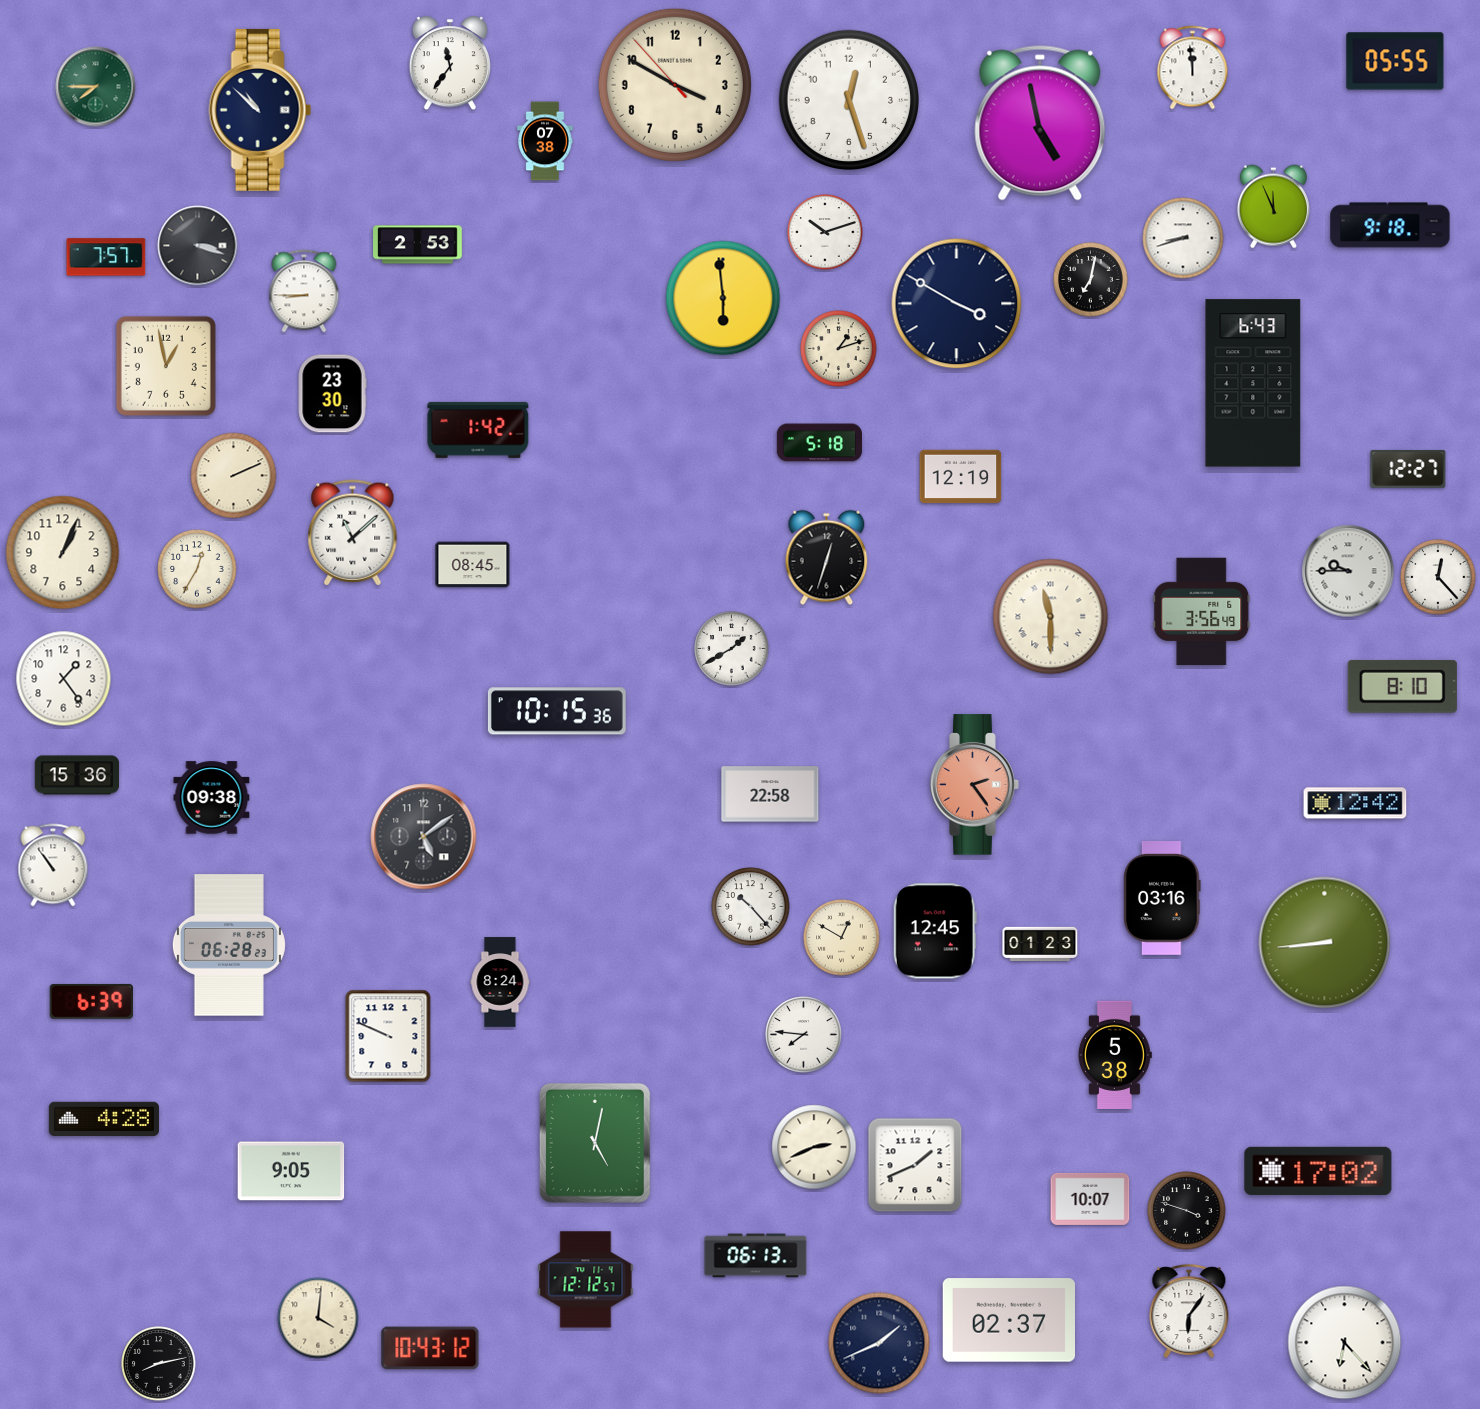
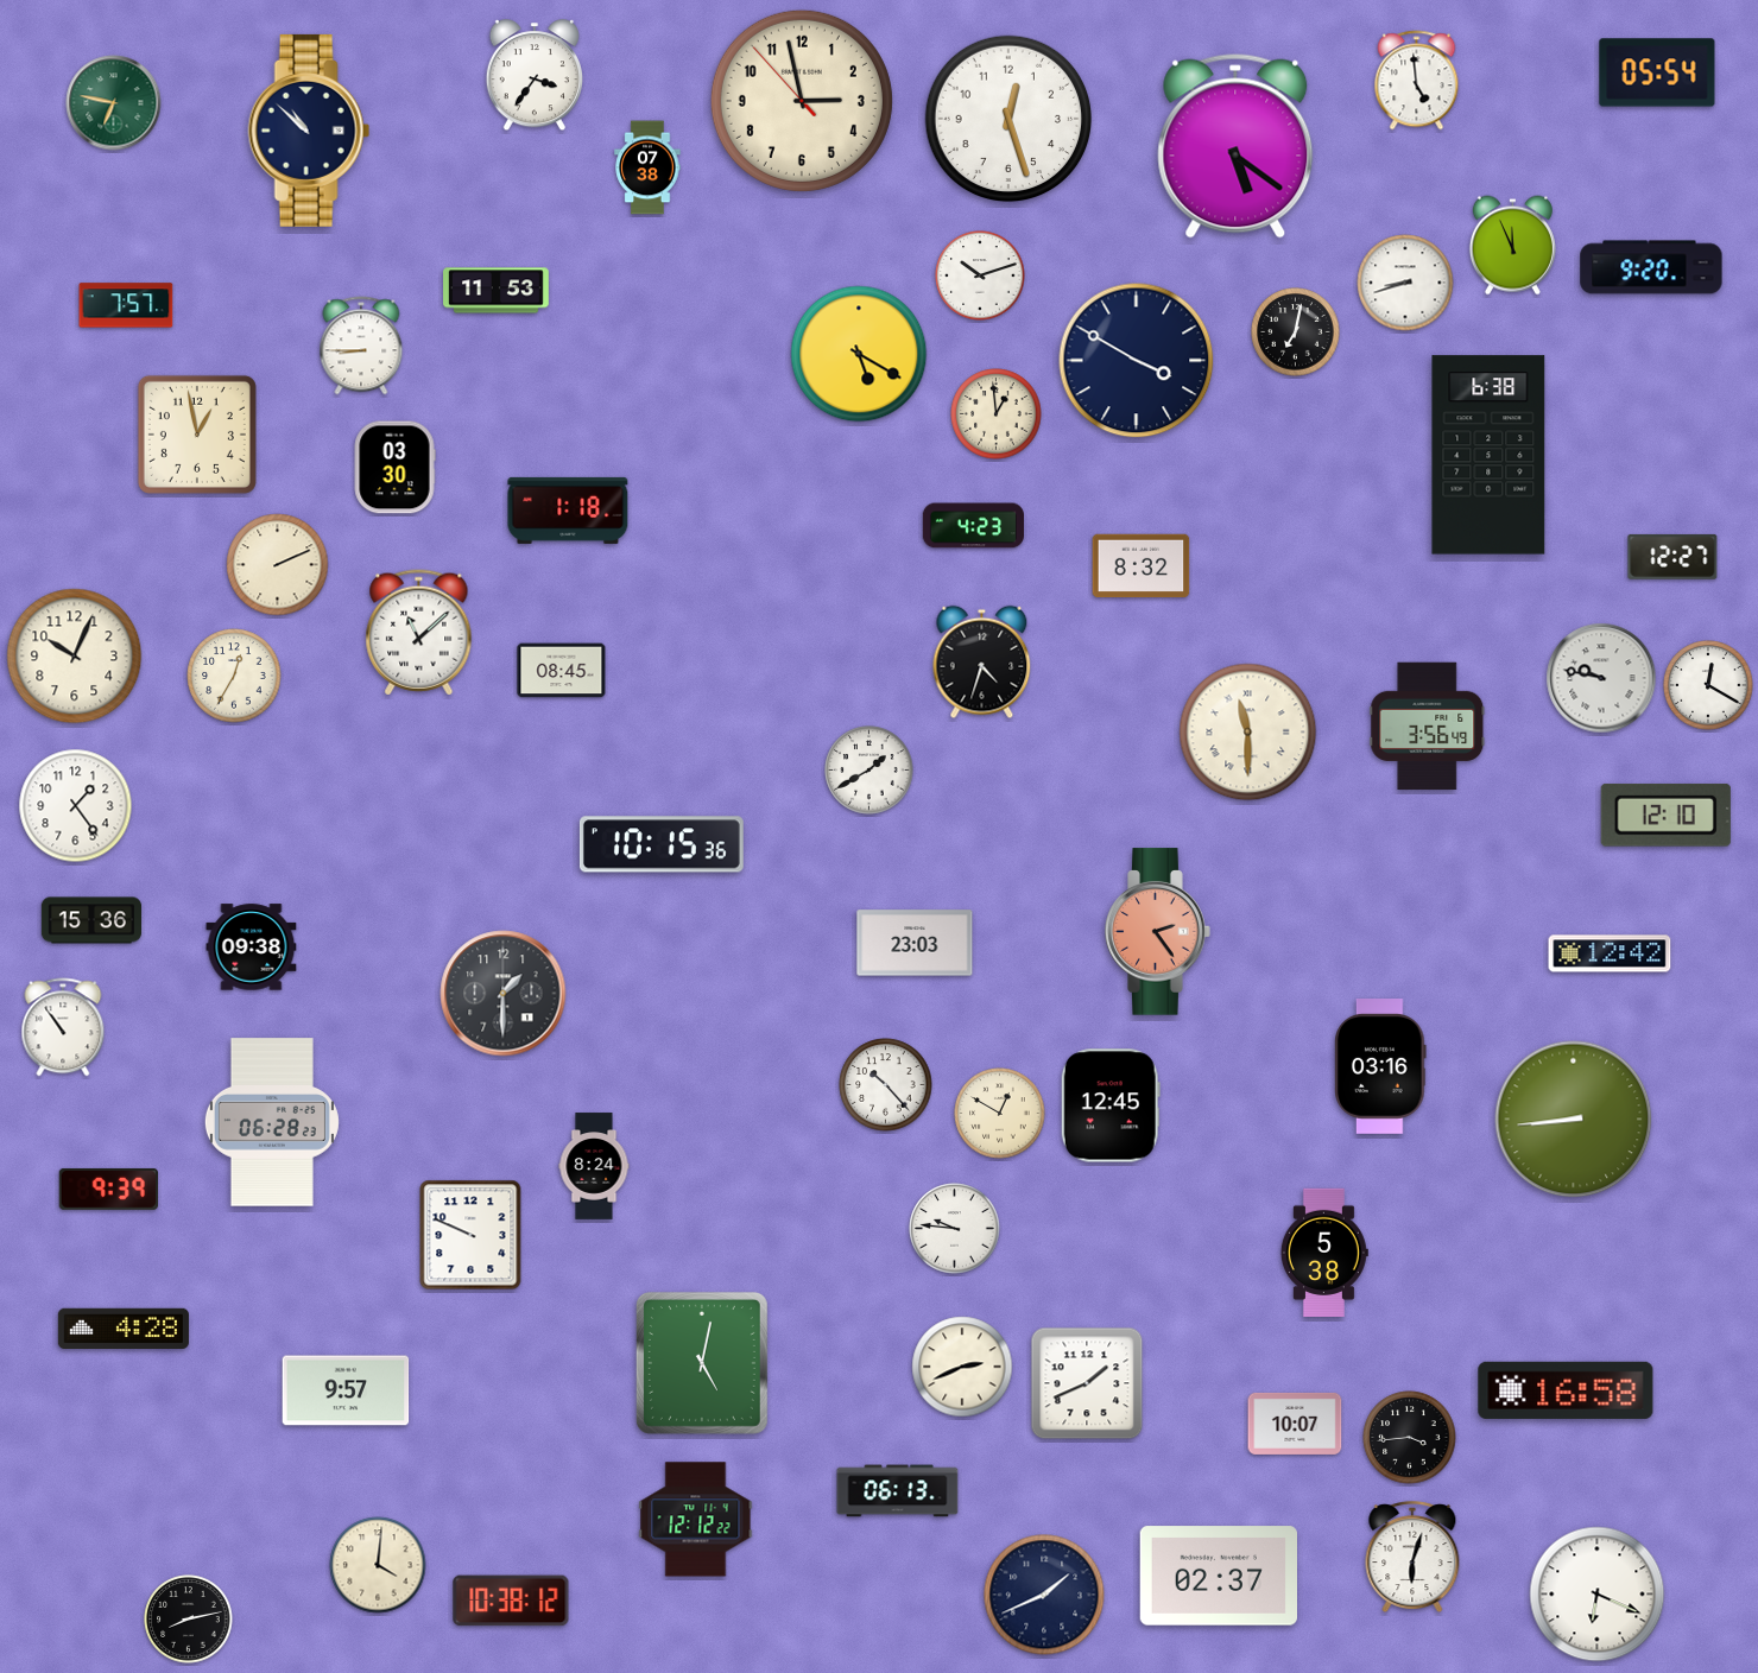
clock at (1395, 61): 05:55 -> 05:54
clock at (449, 64): 11:36 -> 3:36
clock at (1193, 68): 11:59 -> 4:59
clock at (675, 85): 3:49 -> 2:57
clock at (96, 87): 7:45 -> 6:47
clock at (1040, 123): 4:58 -> 5:21
clock at (1390, 225): 9:18 -> 9:20
clock at (418, 245): 2:53 -> 11:53
clock at (198, 246): 3:18 -> none
clock at (723, 298): 5:59 -> 5:20
clock at (839, 349): 1:12 -> 12:59
clock at (1253, 383): 6:43 -> 6:38
clock at (332, 394): 23:30 -> 03:30
clock at (478, 430): 1:42 -> 1:18
clock at (819, 443): 5:18 -> 4:23
clock at (961, 477): 12:19 -> 8:32
clock at (63, 553): 1:04 -> 10:04
clock at (827, 558): 12:33 -> 4:33
clock at (1348, 571): 9:45 -> 9:47
clock at (1438, 577): 12:23 -> 12:20
clock at (1402, 686): 8:10 -> 12:10
clock at (770, 794): 22:58 -> 23:03
clock at (424, 837): 5:09 -> 1:30
clock at (751, 907) position: (751, 907) -> (886, 1085)
clock at (1040, 943): 01:23 -> none
clock at (91, 1001): 6:39 -> 9:39
clock at (804, 1035): 7:46 -> 9:46
clock at (388, 1036) position: (388, 1036) -> (470, 1235)
clock at (595, 1143) position: (595, 1143) -> (702, 1363)
clock at (814, 1147) position: (814, 1147) -> (962, 1367)
clock at (291, 1171): 9:05 -> 9:57
clock at (1318, 1171): 17:02 -> 16:58
clock at (1187, 1211): 3:48 -> 3:44
clock at (586, 1280): 12:12:57 -> 12:12:22
clock at (1189, 1312): 6:06 -> 6:03
clock at (1008, 1320) position: (1008, 1320) -> (1218, 1576)
clock at (1345, 1343): 6:23 -> 6:19
clock at (430, 1348): 10:43 -> 10:38
